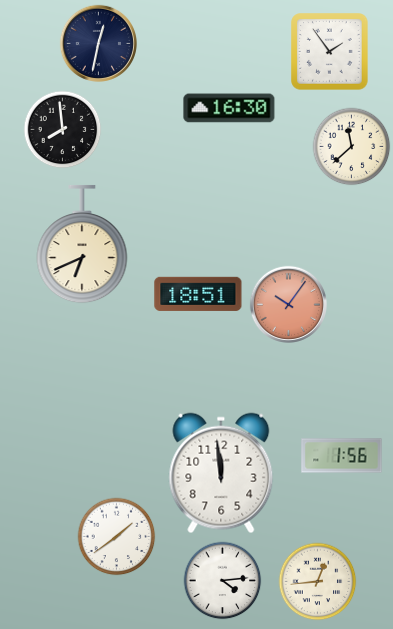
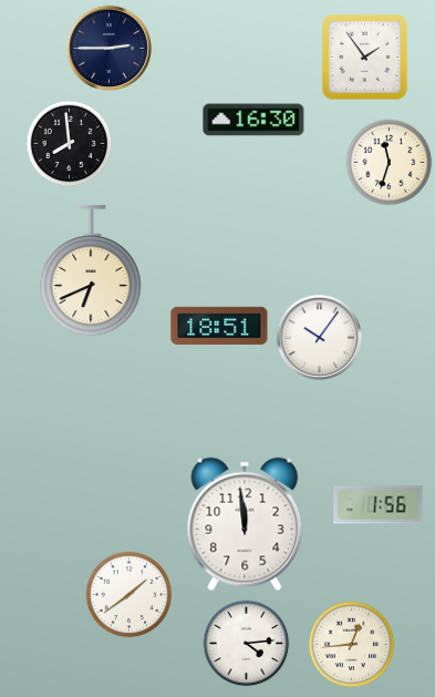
clock at (98, 43): 12:32 -> 2:45
clock at (351, 146): 11:38 -> 11:33
clock at (288, 304) dial: salmon -> white
